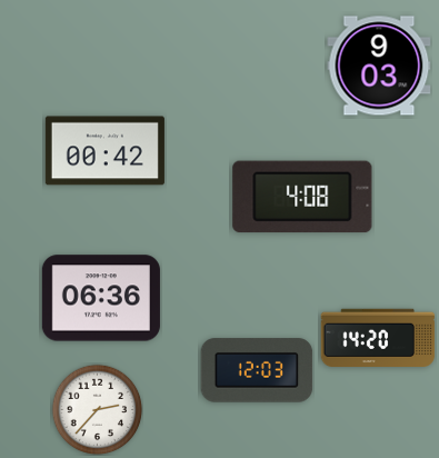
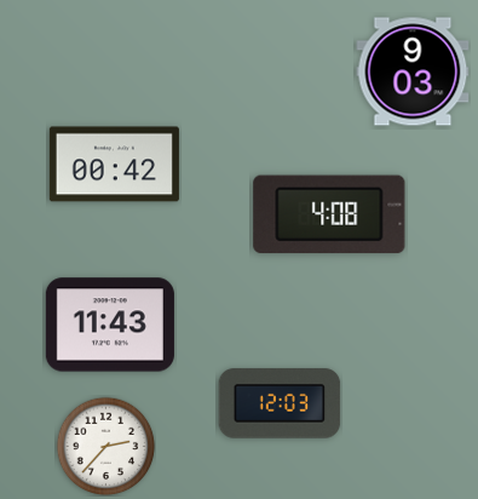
clock at (101, 298): 06:36 -> 11:43
clock at (378, 338): 14:20 -> none
